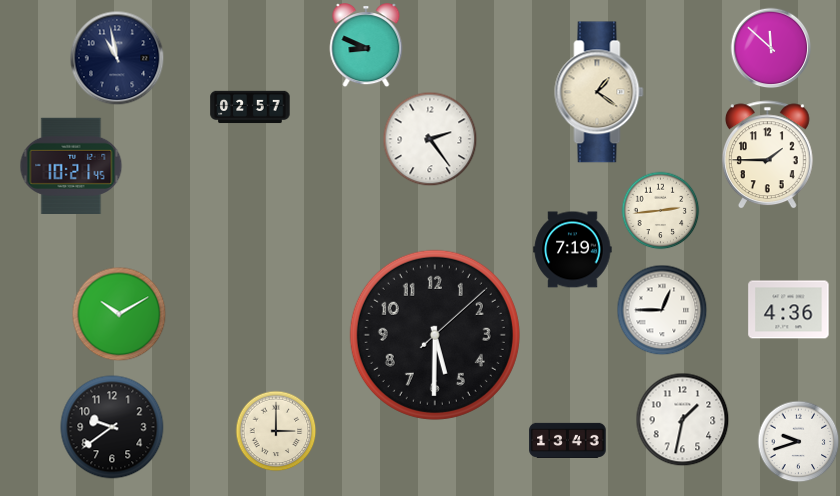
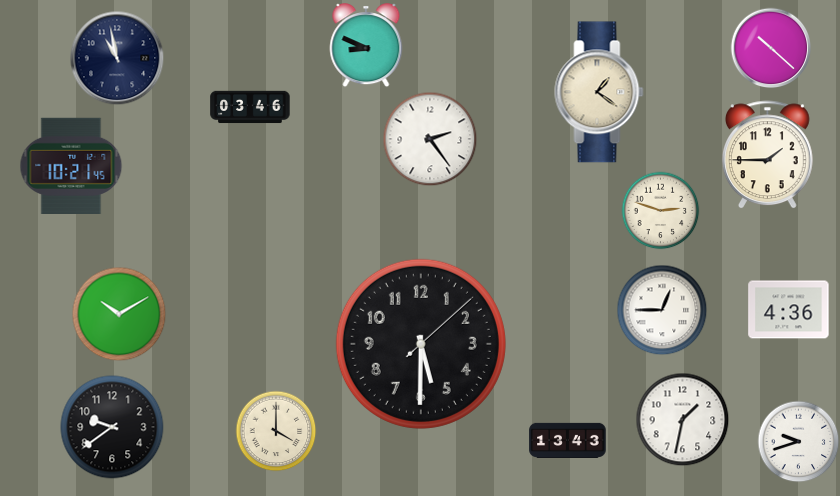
clock at (771, 48): 11:52 -> 10:22
clock at (250, 107): 02:57 -> 03:46
clock at (660, 210): 2:44 -> 2:48
clock at (573, 250): 7:19 -> none
clock at (435, 335) position: (435, 335) -> (421, 344)
clock at (276, 431): 3:00 -> 4:00
